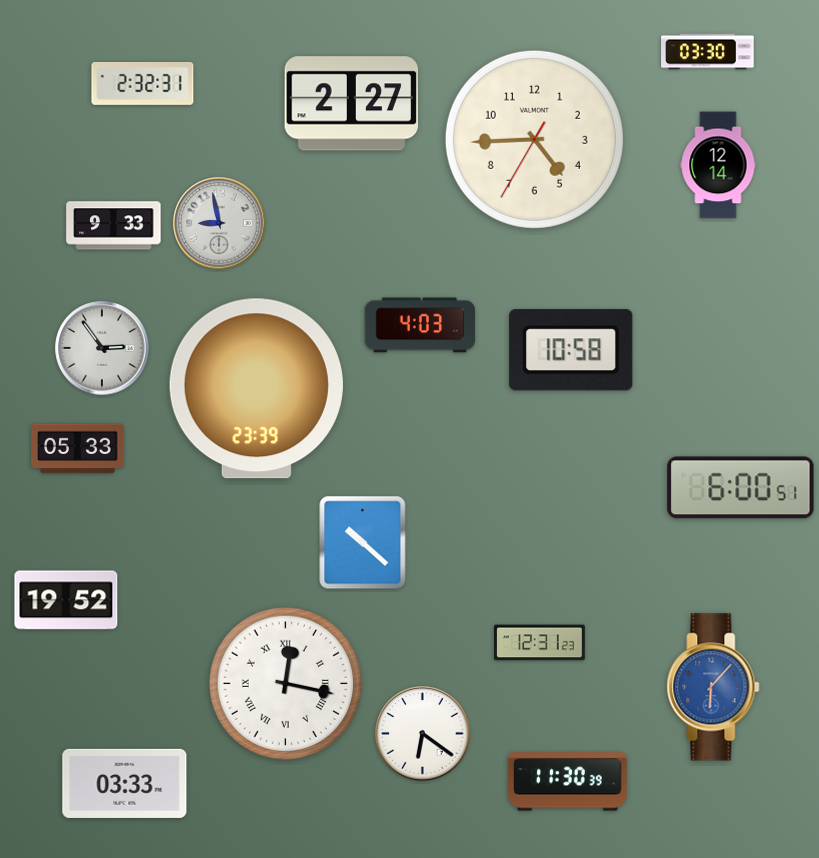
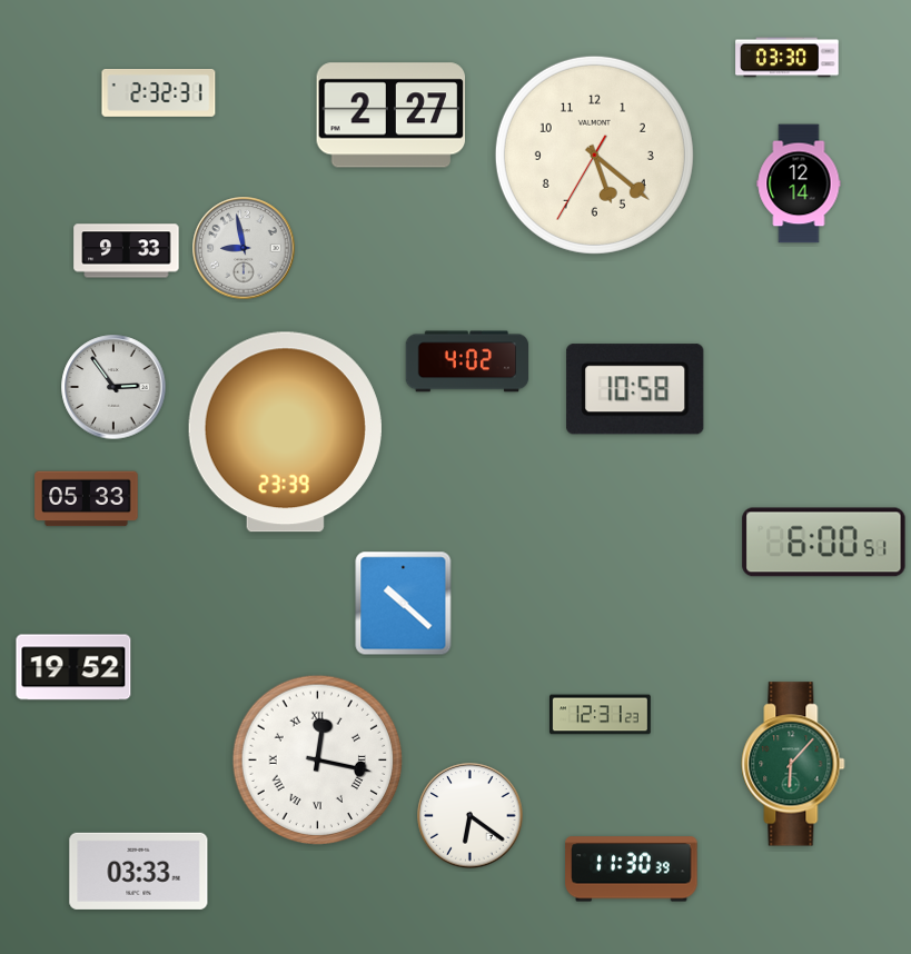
clock at (534, 139): 4:44 -> 5:21
clock at (420, 325): 4:03 -> 4:02
clock at (713, 687) dial: blue -> green
